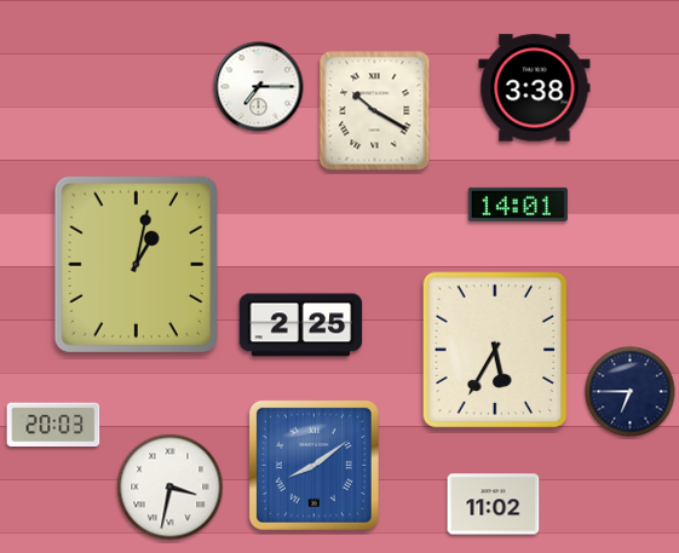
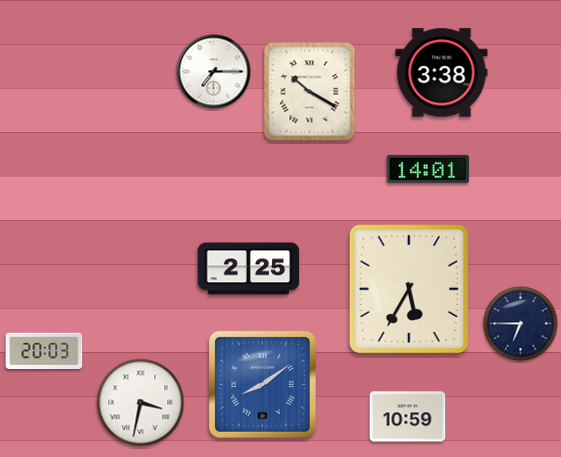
clock at (136, 264): 1:02 -> none
clock at (313, 465) position: (313, 465) -> (262, 384)
clock at (494, 505): 11:02 -> 10:59
